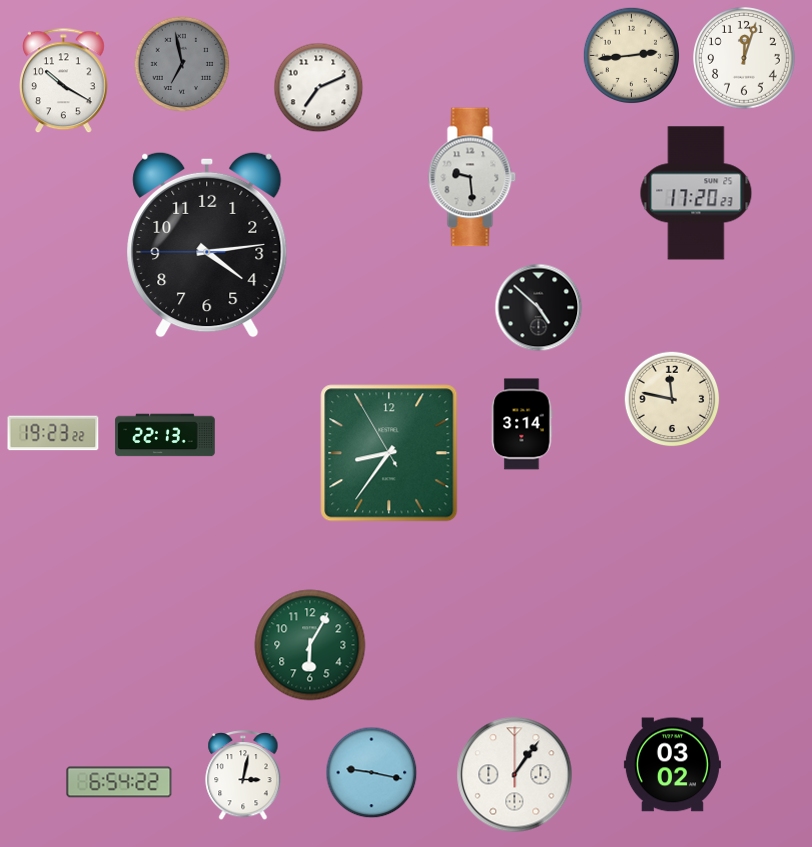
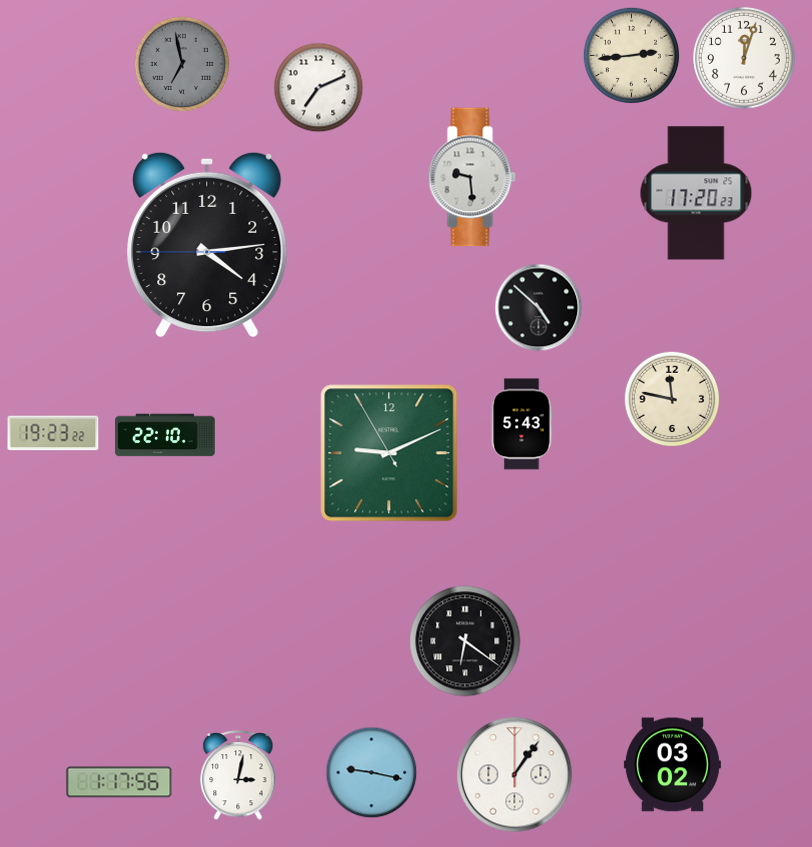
clock at (64, 81): 10:20 -> none
clock at (522, 424): 3:14 -> 5:43
clock at (165, 435): 22:13 -> 22:10
clock at (389, 453): 8:35 -> 9:10
clock at (465, 641): none -> 6:21
clock at (310, 645): 6:05 -> none
clock at (243, 776) position: (243, 776) -> (238, 776)
clock at (119, 782): 6:54 -> 1:17
